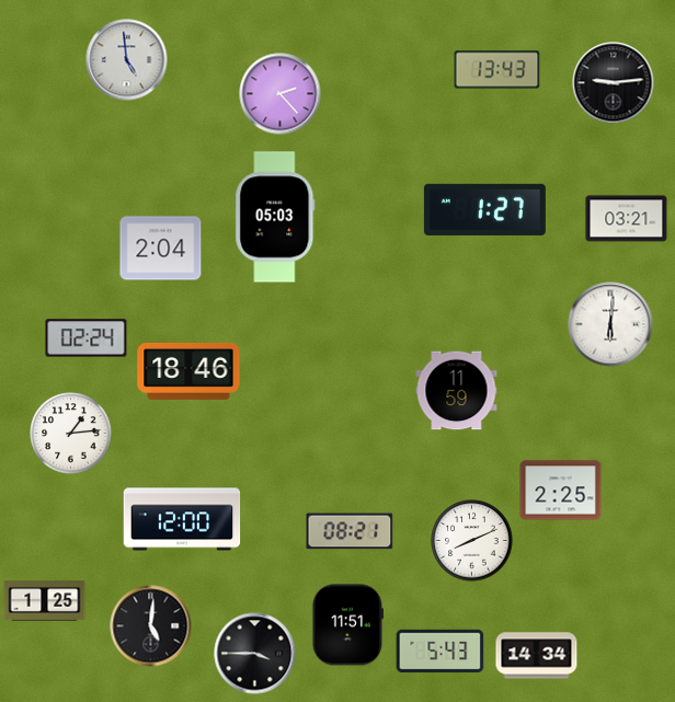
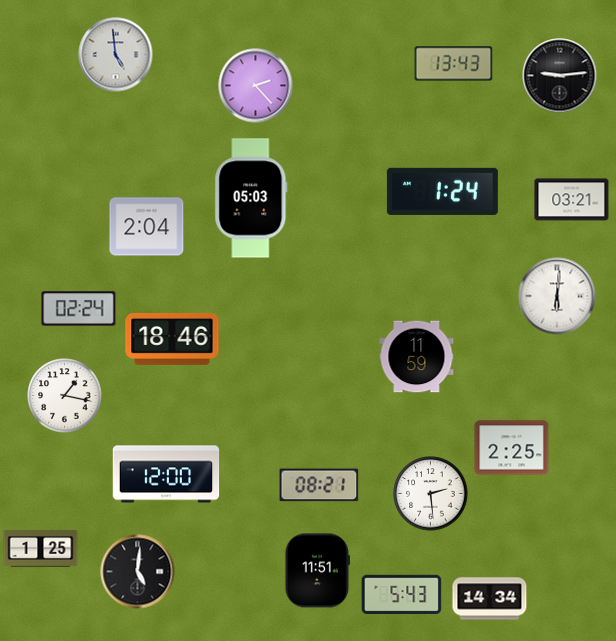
clock at (484, 209): 1:27 -> 1:24
clock at (71, 434): 1:14 -> 1:17
clock at (472, 541): 8:11 -> 2:29
clock at (255, 654): 3:45 -> none
